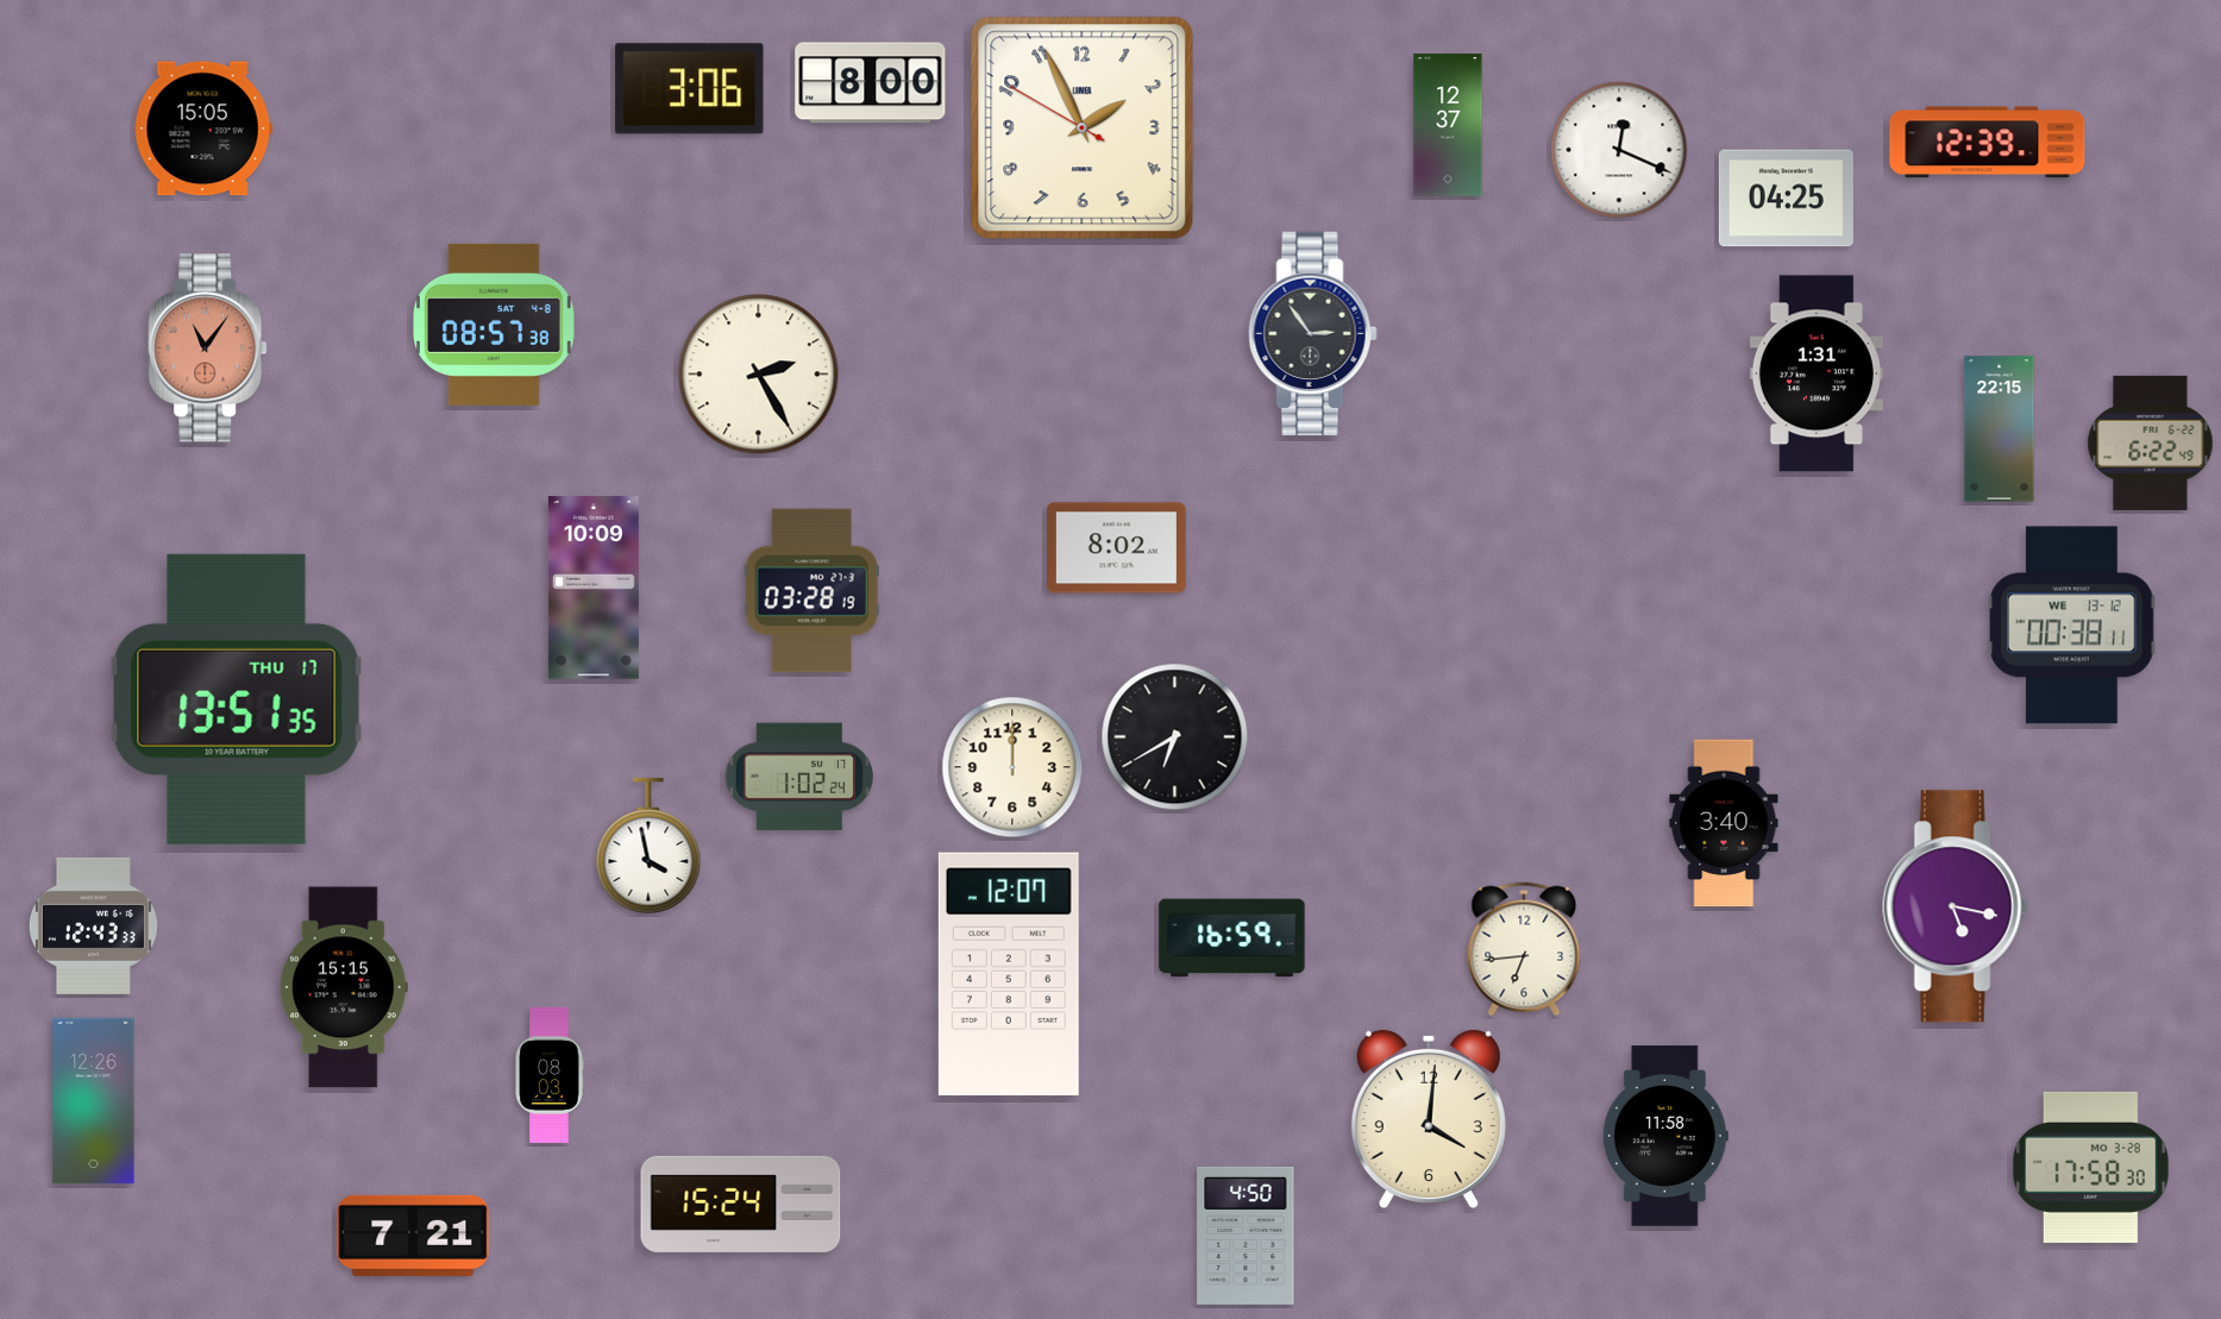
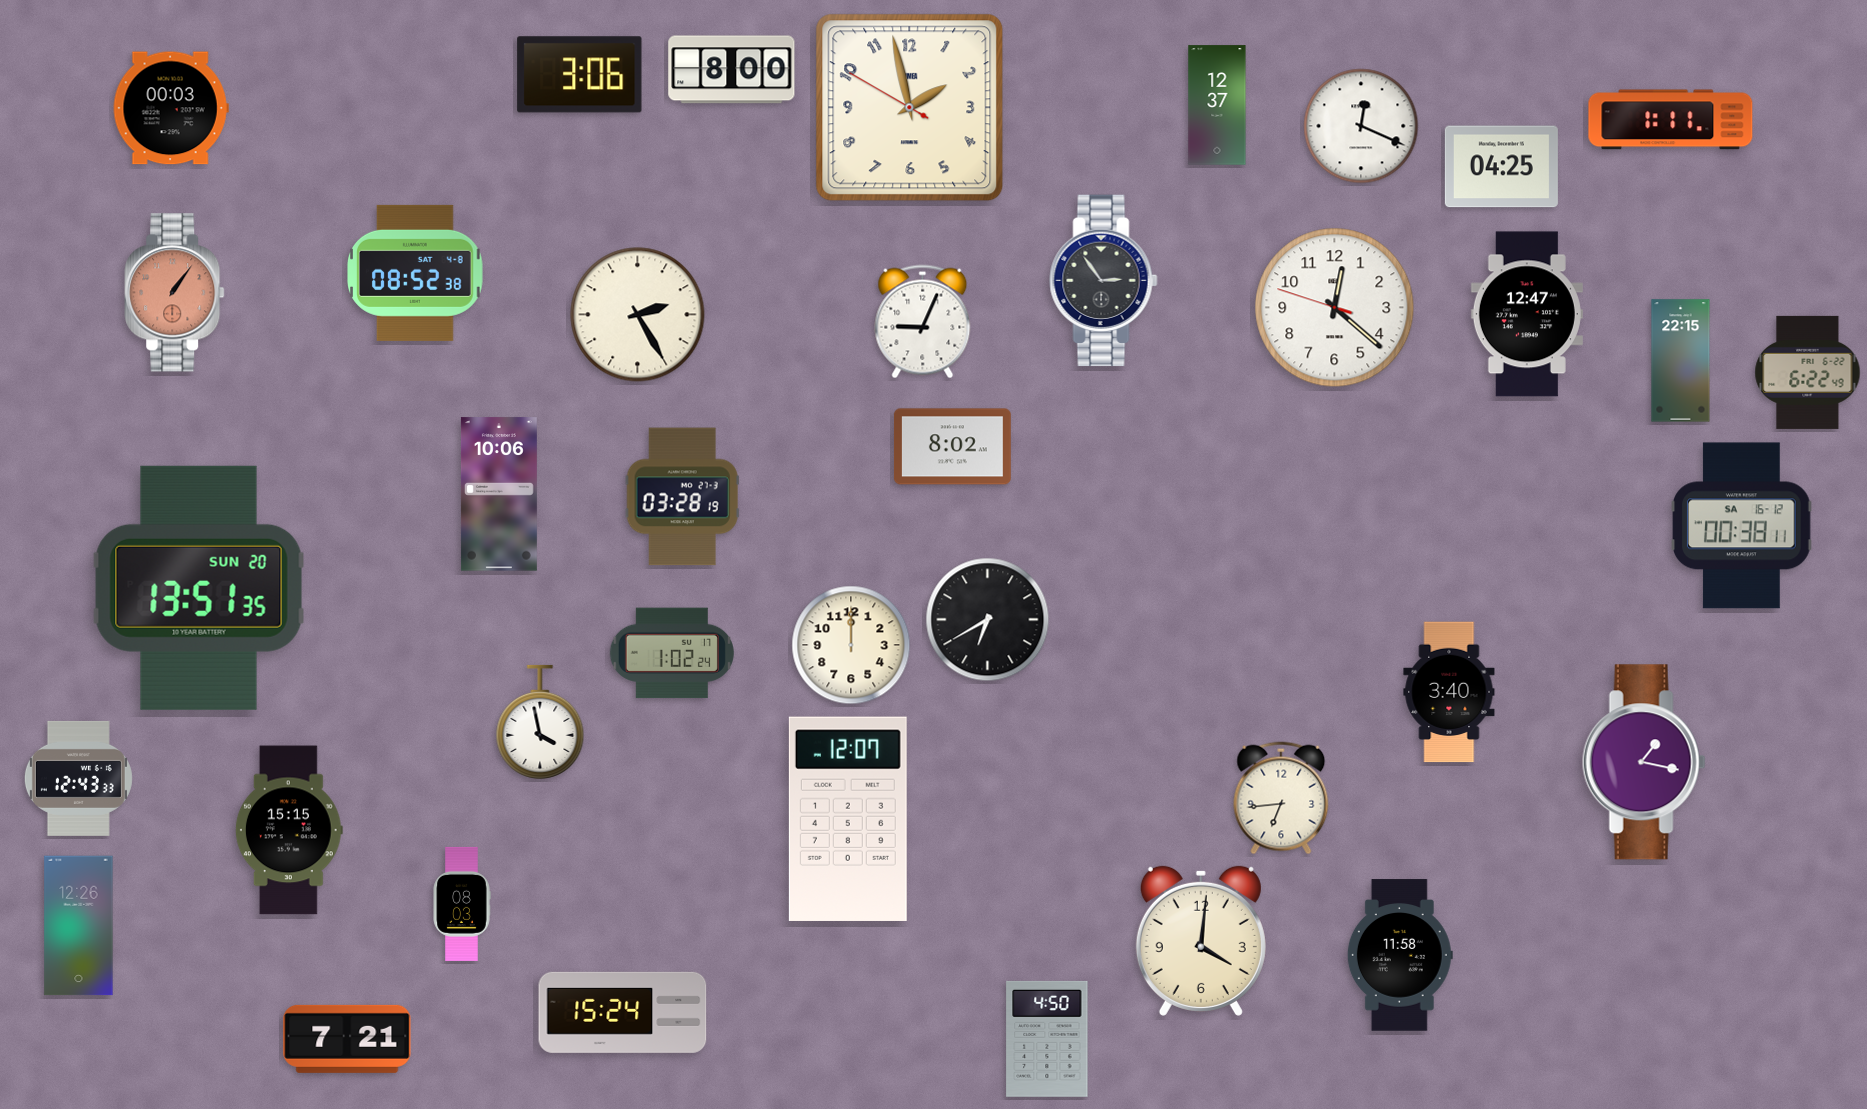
clock at (203, 128): 15:05 -> 00:03
clock at (1083, 128): 1:55 -> 1:57
clock at (1988, 143): 12:39 -> 1:11
clock at (494, 325): 08:57 -> 08:52
clock at (208, 348): 11:06 -> 1:06
clock at (1335, 308): none -> 12:21
clock at (1817, 373): 1:31 -> 12:47
clock at (923, 322): none -> 9:04
clock at (1116, 548) position: (1116, 548) -> (952, 447)
clock at (594, 588): 10:09 -> 10:06
clock at (2072, 626) date: WE 13-12 -> SA 16-12
clock at (237, 699) date: THU 17 -> SUN 20
clock at (648, 846) position: (648, 846) -> (540, 722)
clock at (1956, 906): 5:17 -> 1:17
clock at (1232, 938): 16:59 -> none
clock at (2090, 1167): 17:58 -> none
